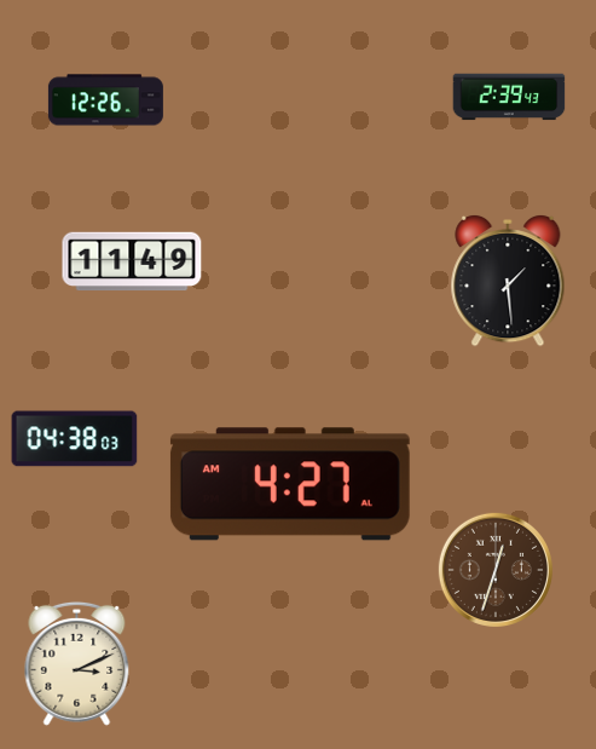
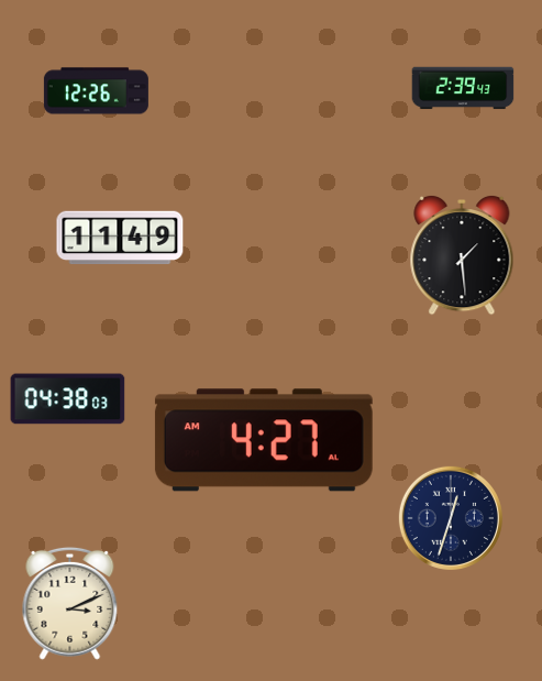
clock at (496, 570) dial: brown -> navy
